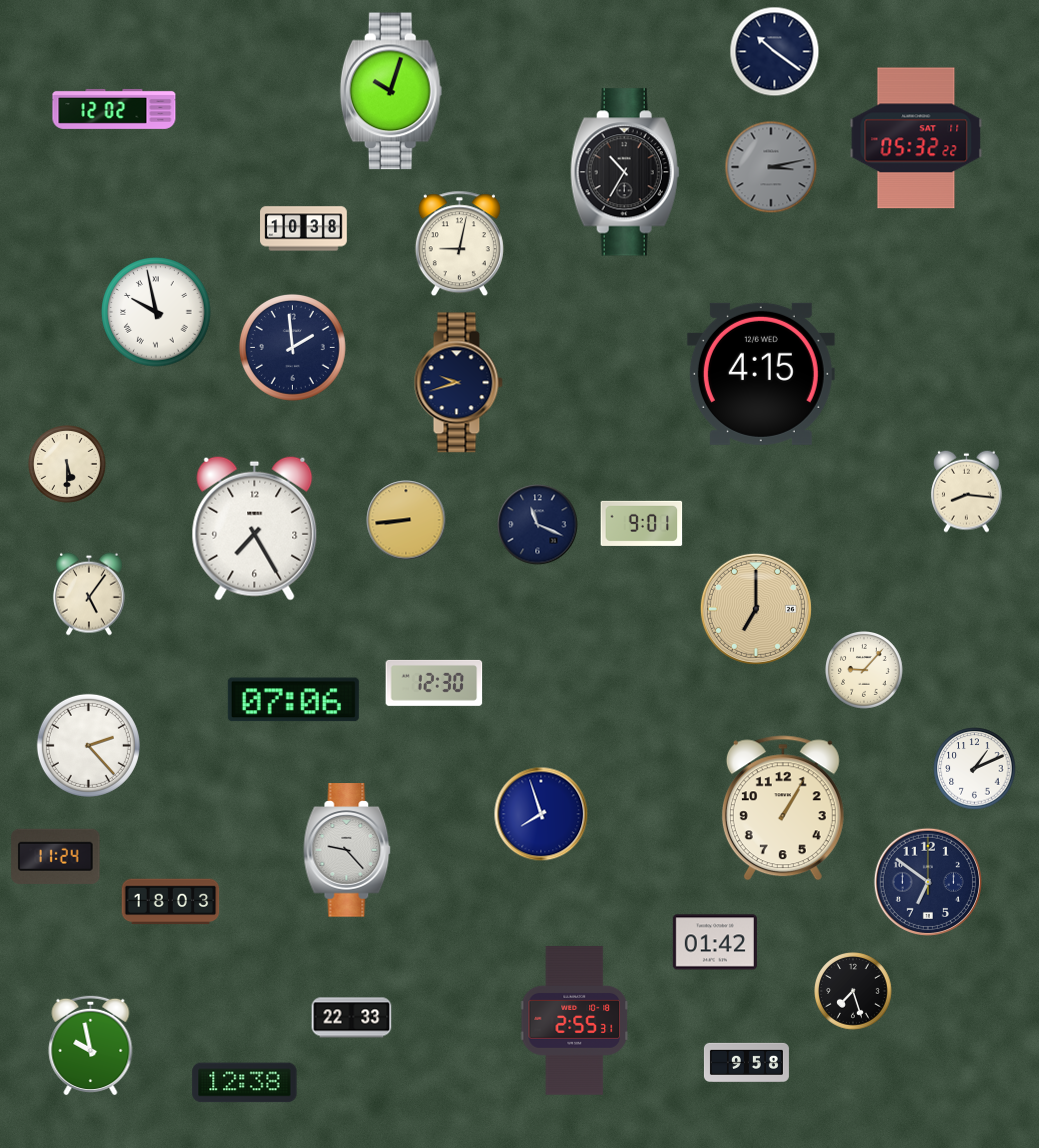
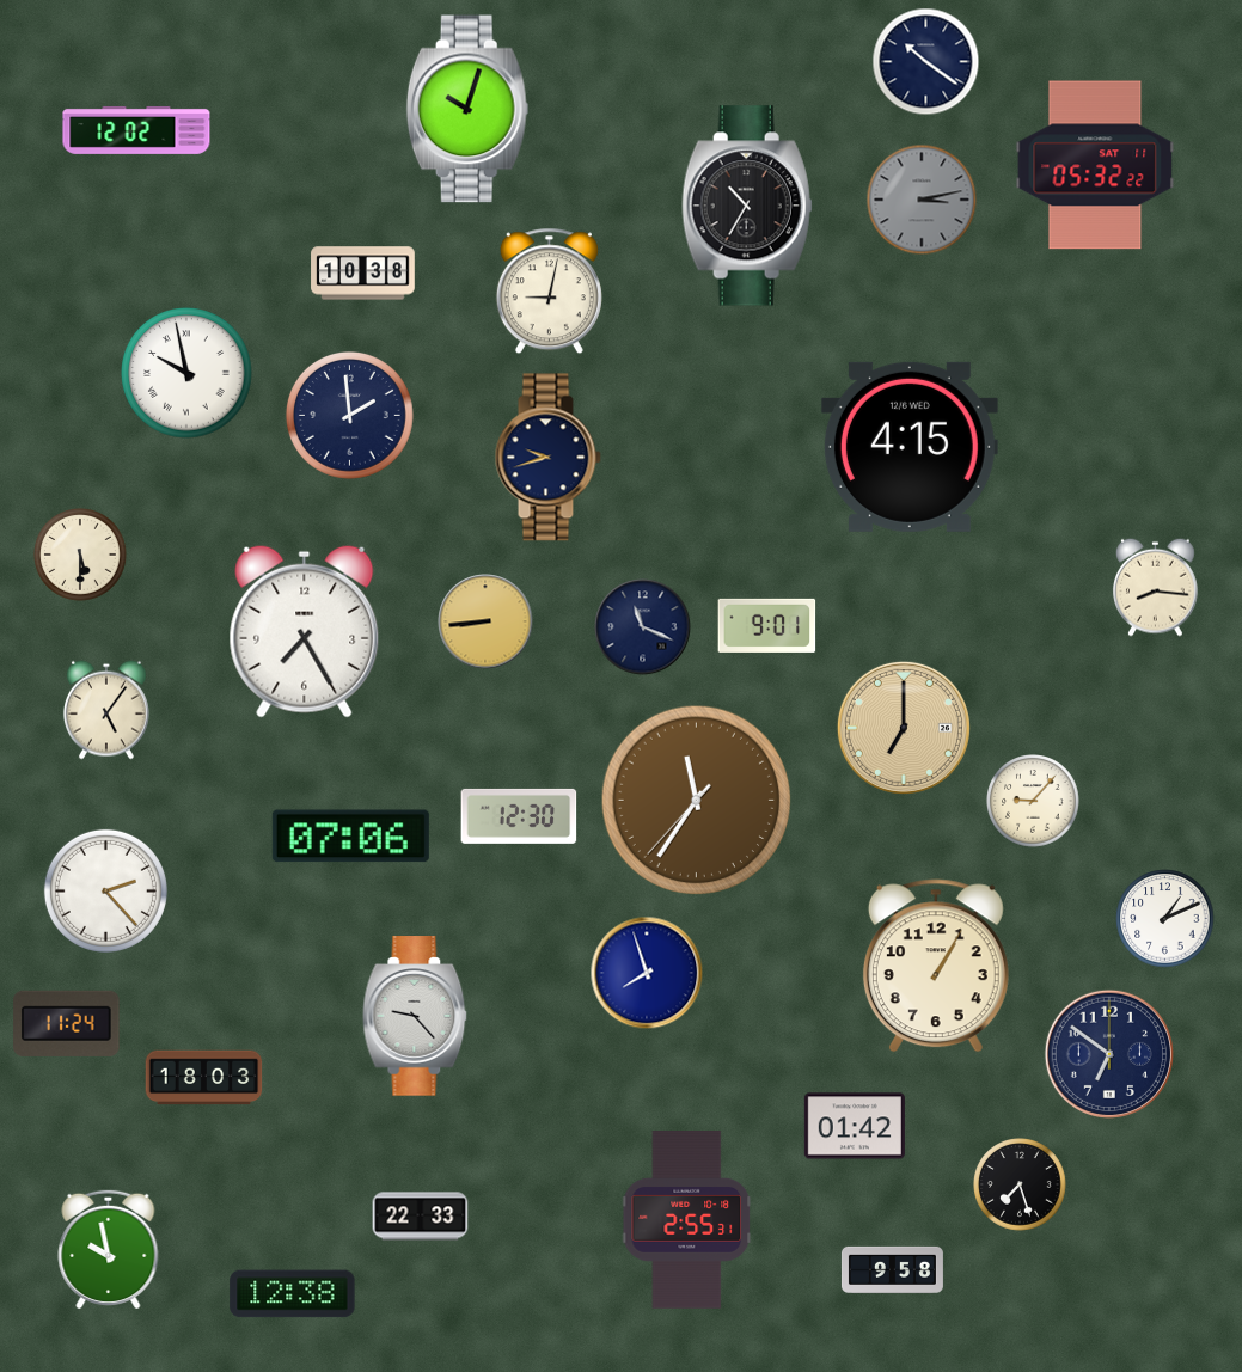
clock at (697, 801): none -> 11:35
